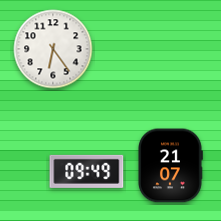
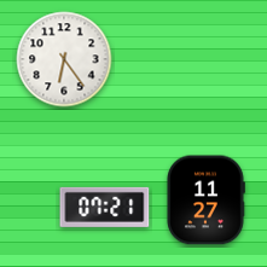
clock at (170, 166): 21:07 -> 11:27
clock at (87, 171): 09:49 -> 07:21
